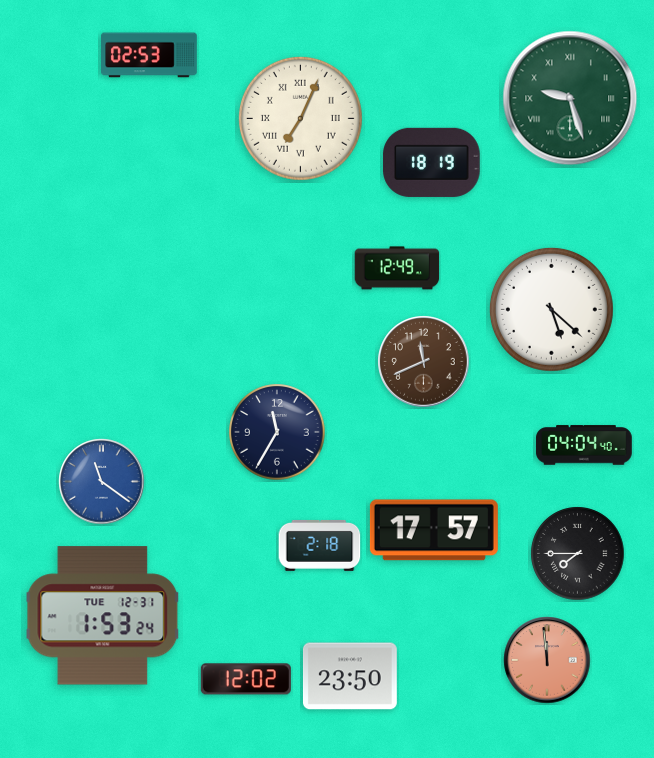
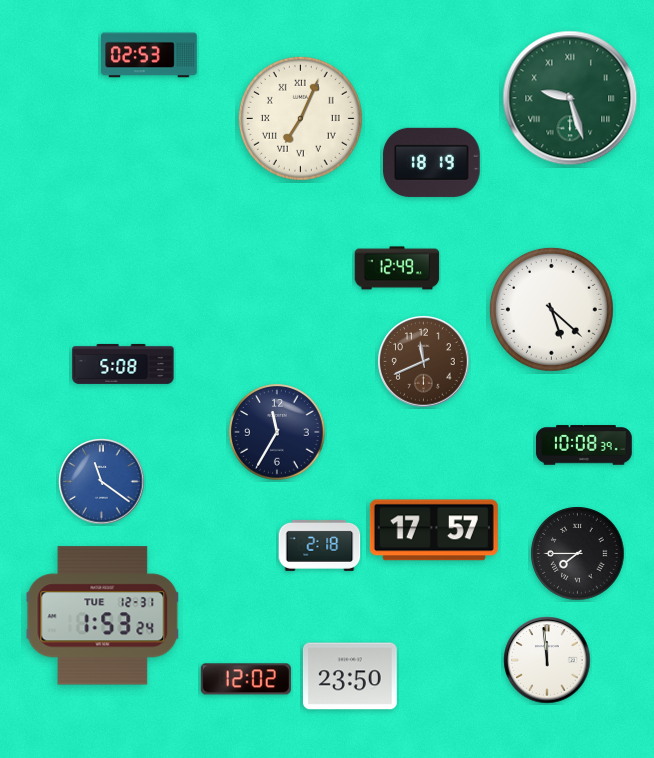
clock at (123, 364): none -> 5:08
clock at (584, 445): 04:04 -> 10:08
clock at (547, 660) dial: salmon -> white
